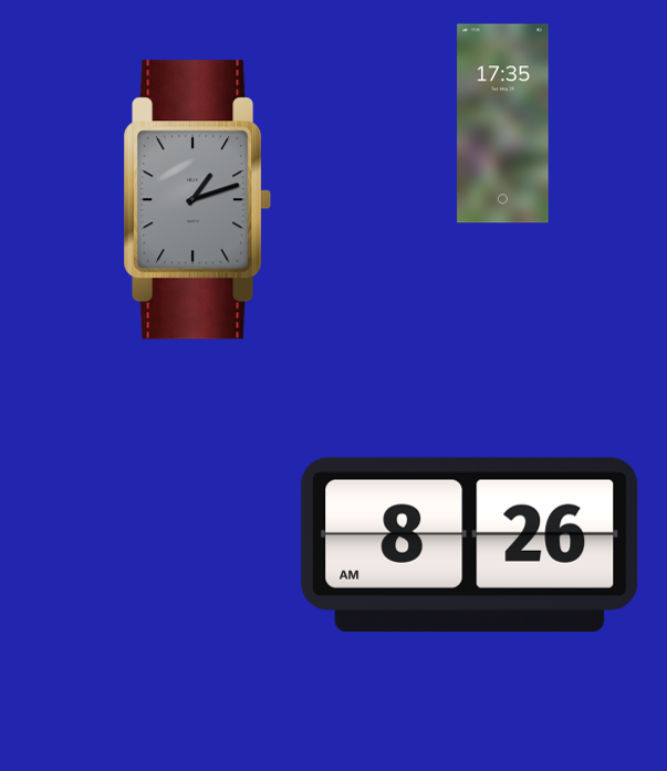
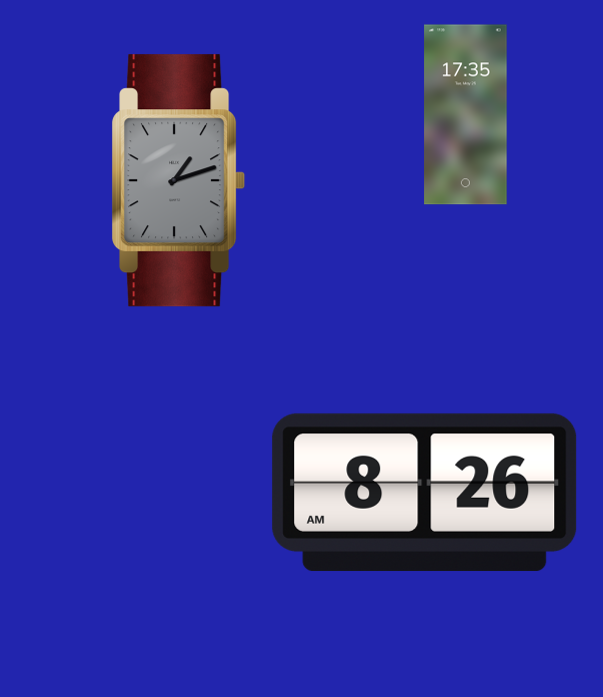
clock at (503, 124) position: (503, 124) -> (466, 115)
